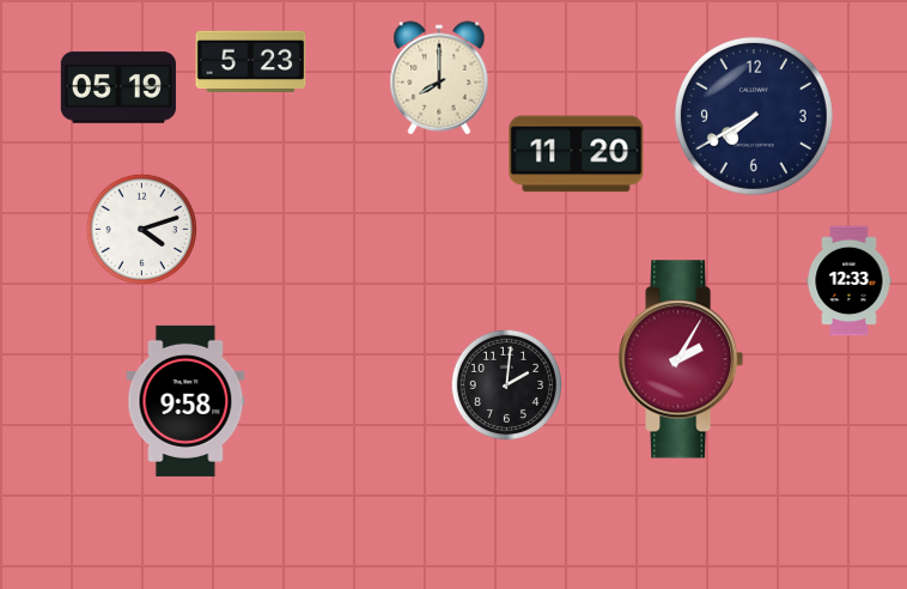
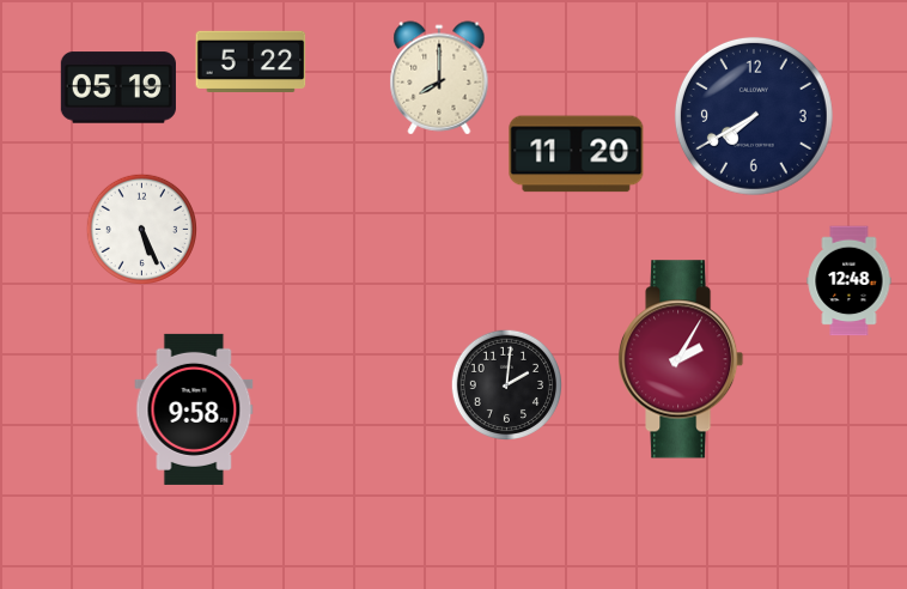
clock at (251, 61): 5:23 -> 5:22
clock at (141, 229): 4:12 -> 5:26
clock at (850, 281): 12:33 -> 12:48
clock at (185, 401) position: (185, 401) -> (194, 409)
